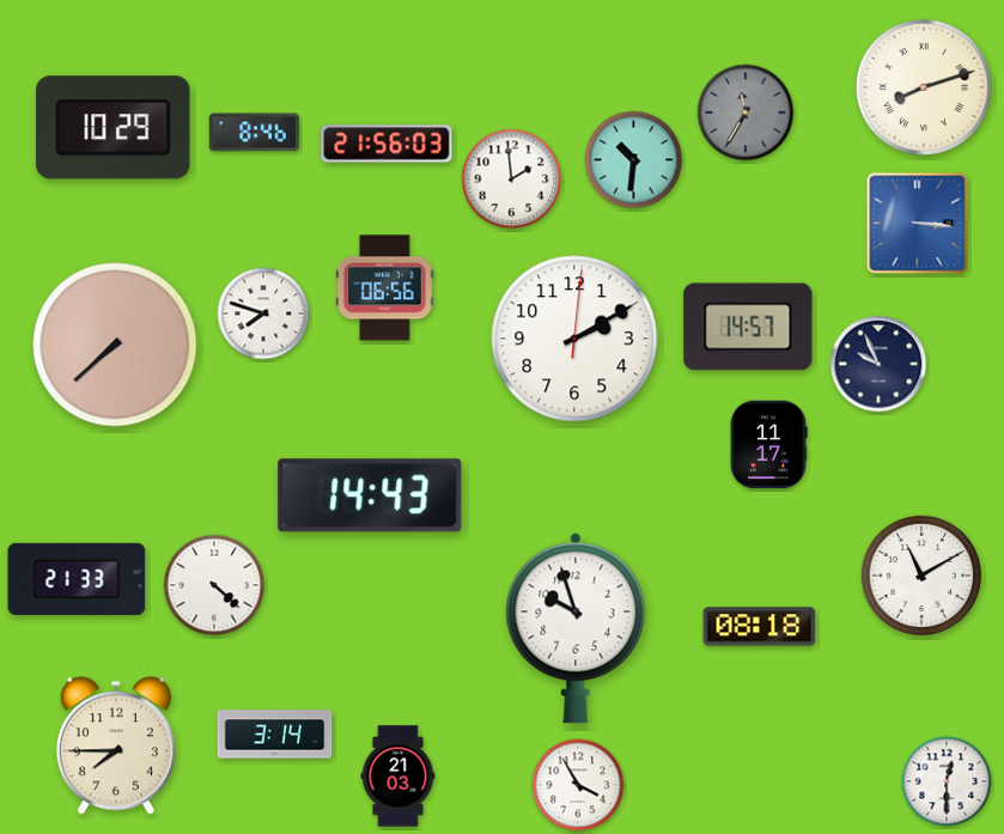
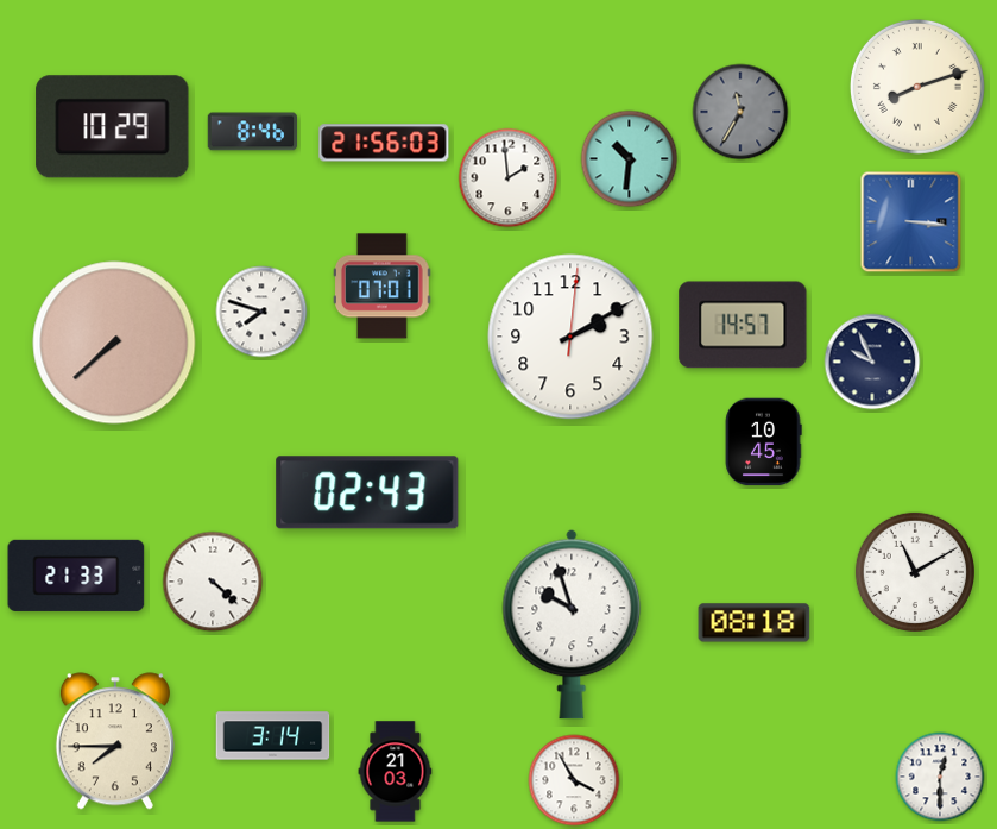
clock at (385, 288): 06:56 -> 07:01
clock at (768, 445): 11:17 -> 10:45
clock at (370, 495): 14:43 -> 02:43
clock at (275, 735) position: (275, 735) -> (273, 736)
